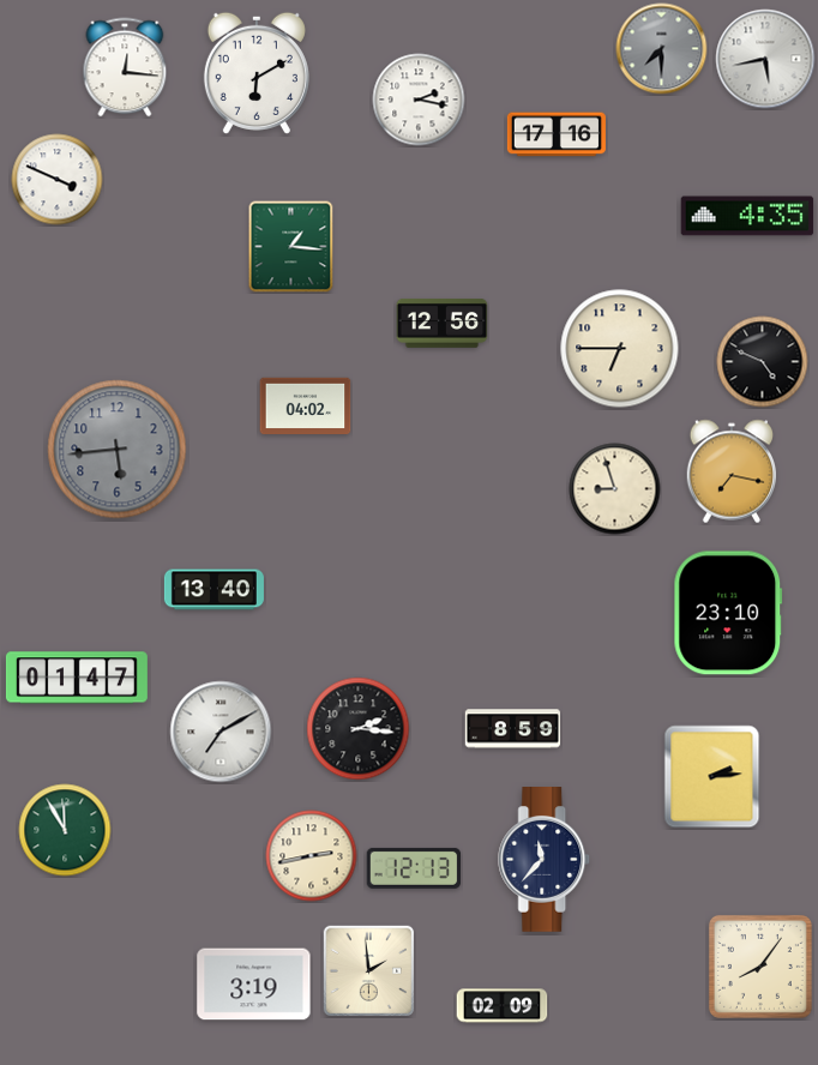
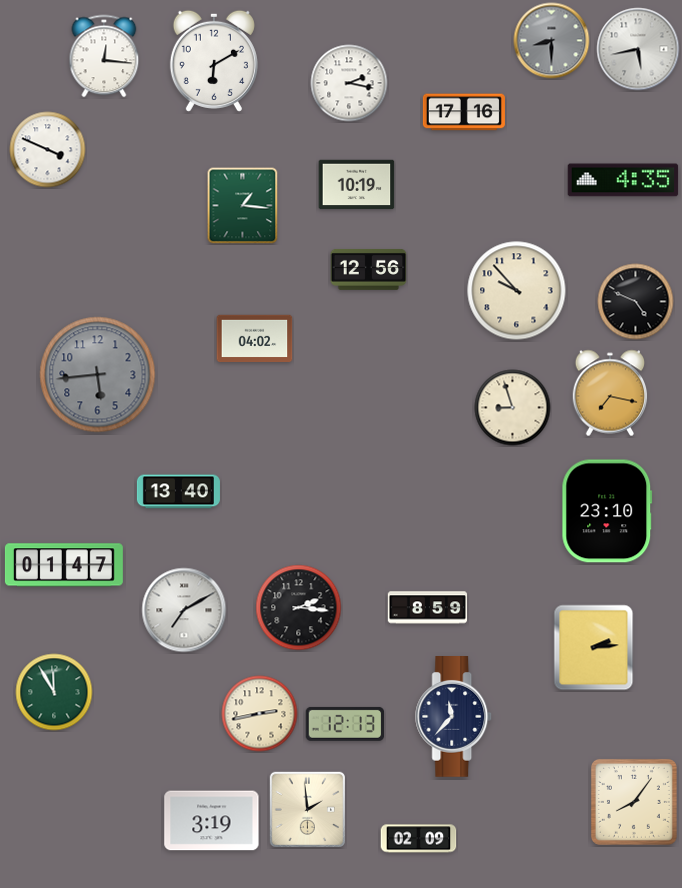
clock at (662, 49): 7:30 -> 8:30
clock at (357, 185): none -> 10:19
clock at (620, 349): 6:45 -> 9:53
clock at (760, 967) position: (760, 967) -> (634, 802)
